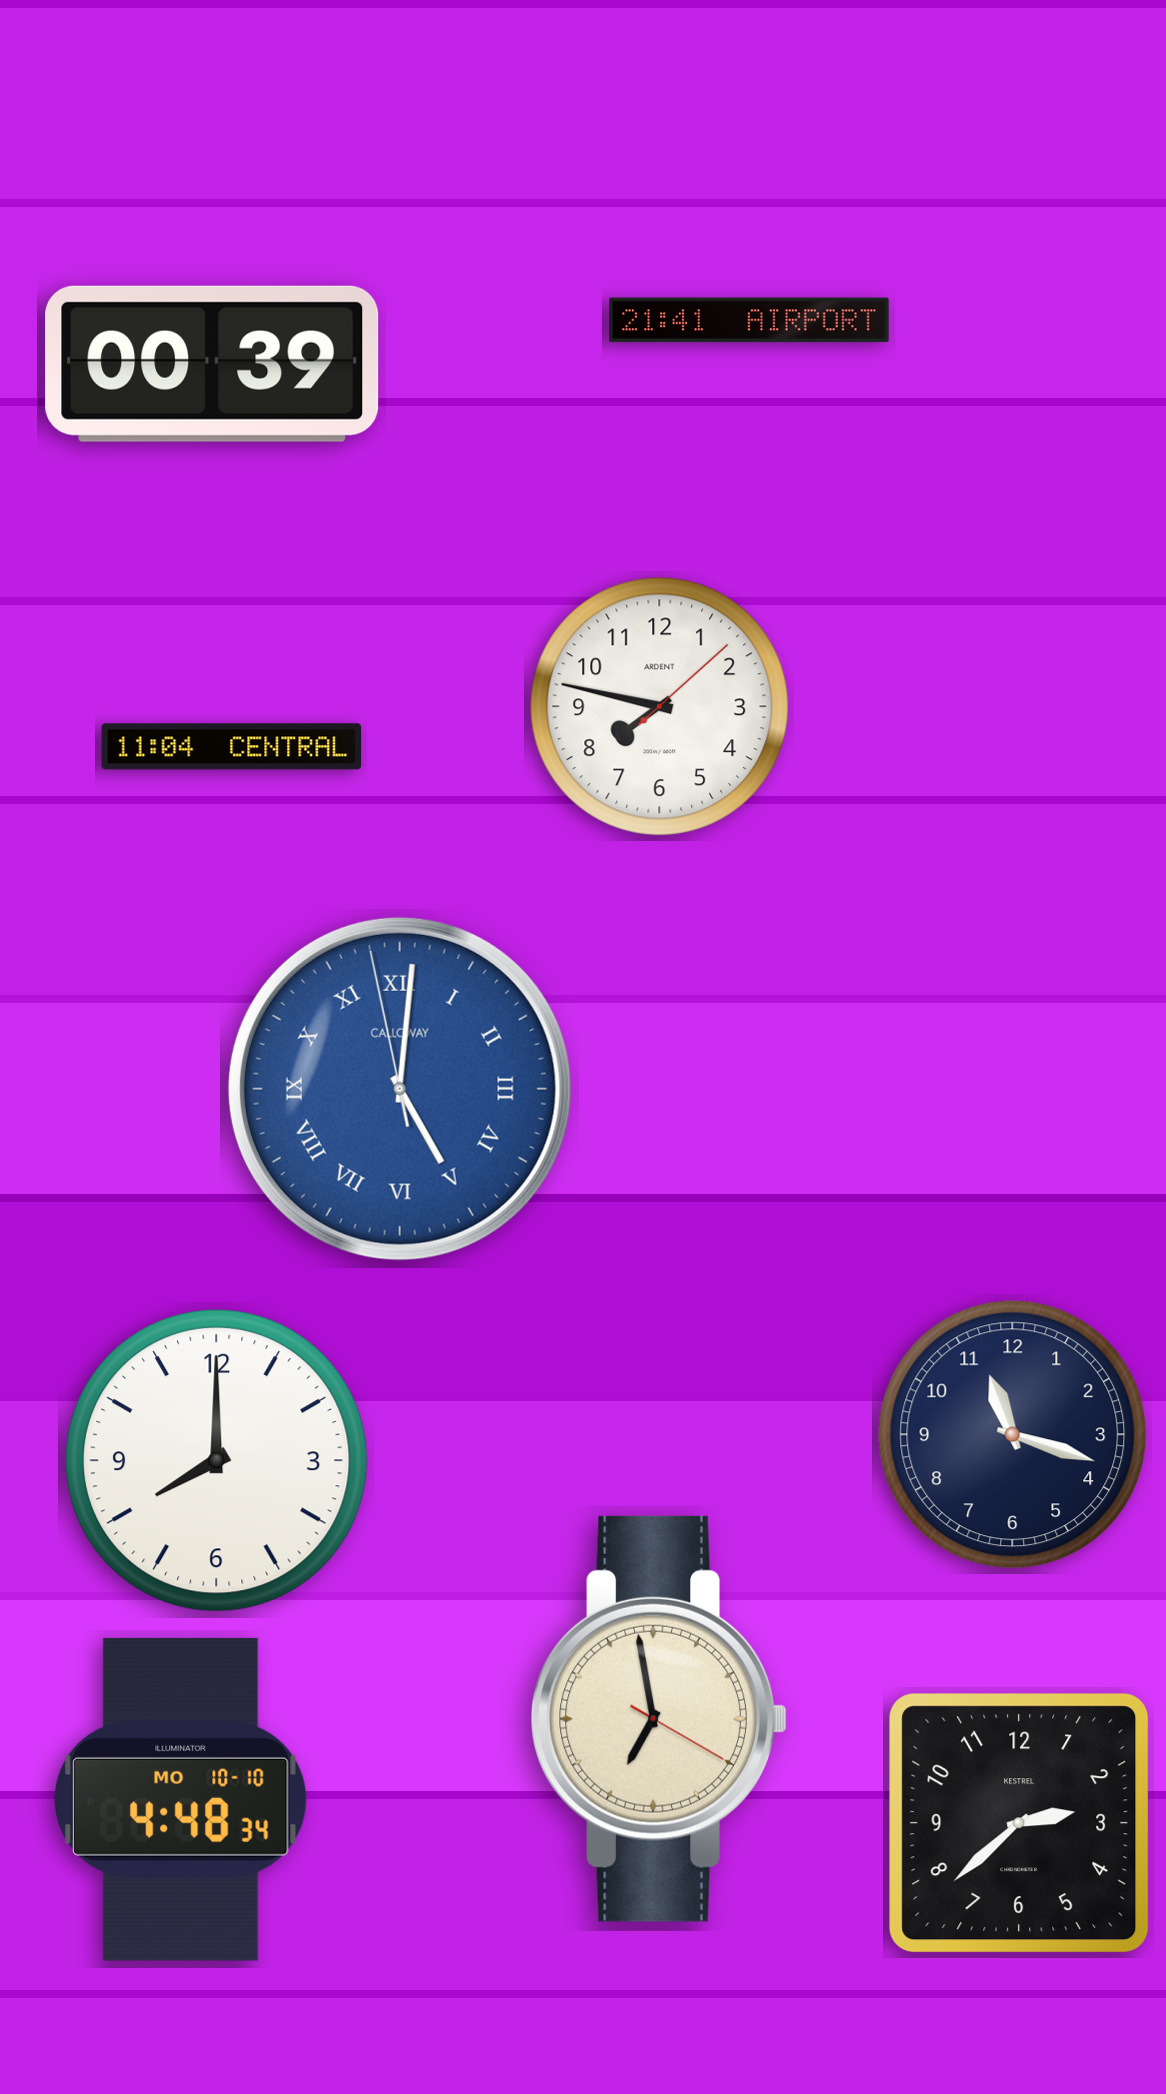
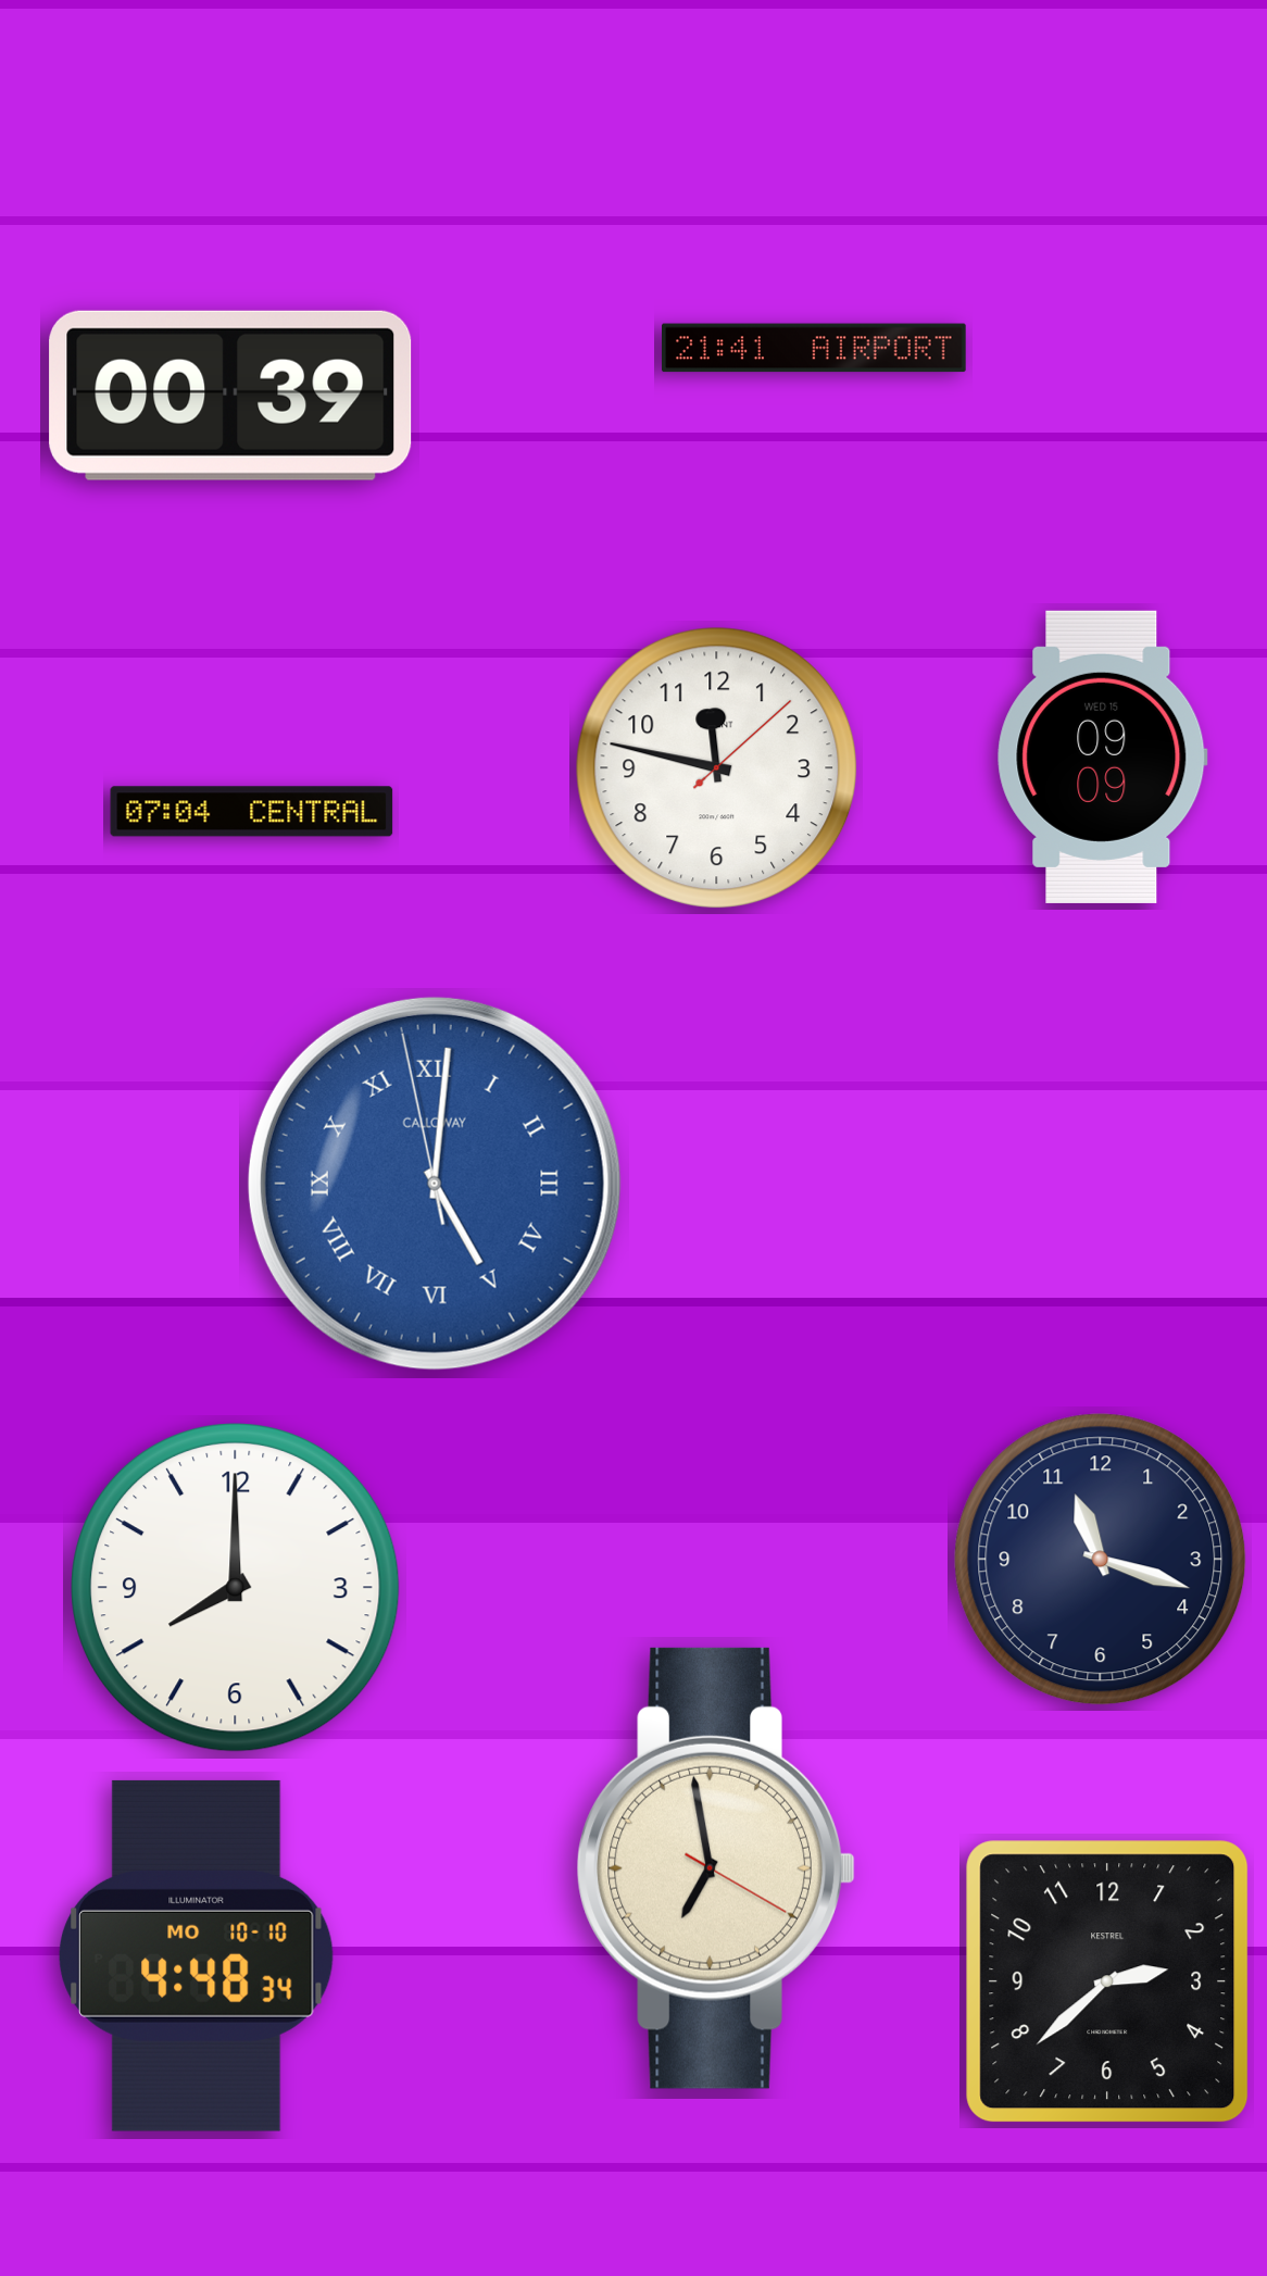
clock at (1103, 756): none -> 09:09
clock at (660, 707): 7:47 -> 11:47
clock at (232, 747): 11:04 -> 07:04
